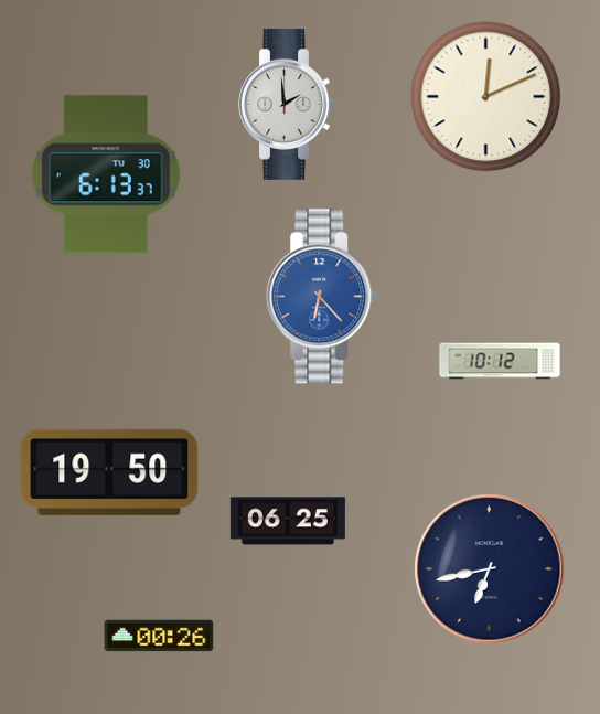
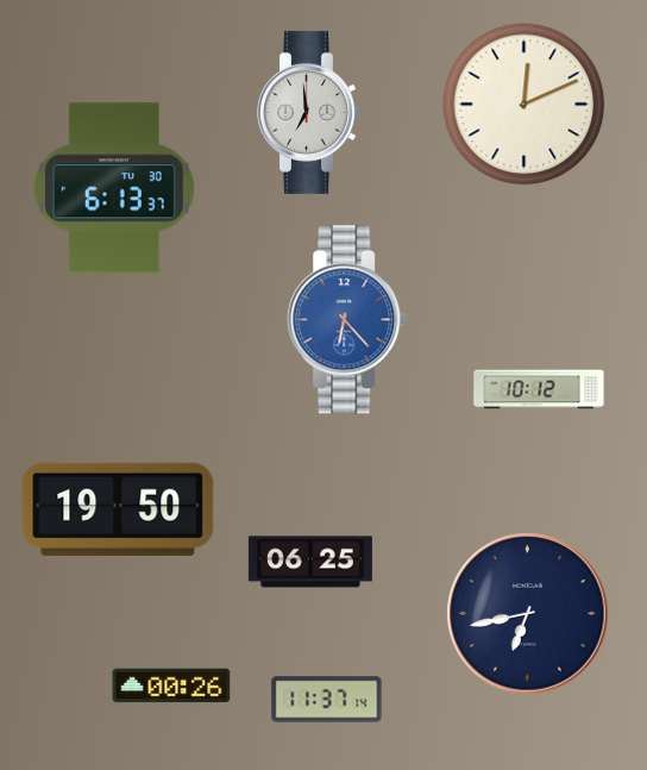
clock at (287, 104): 1:59 -> 6:59
clock at (327, 700): none -> 11:37
